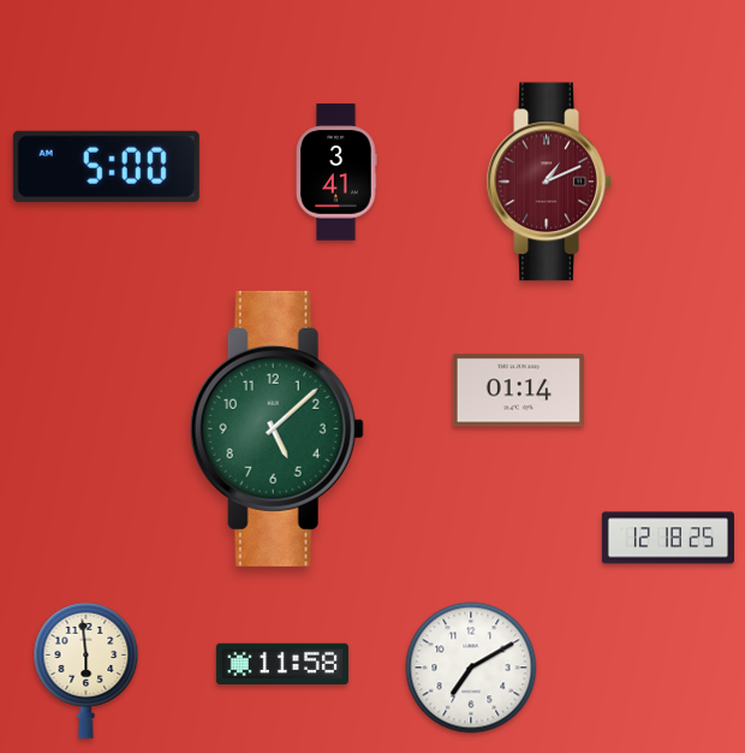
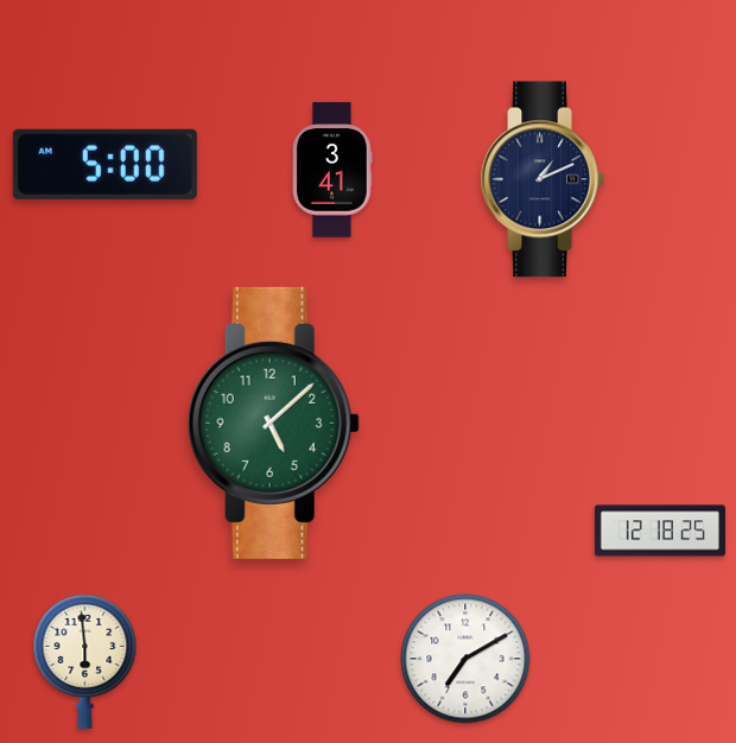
clock at (549, 182) dial: burgundy -> navy
clock at (518, 391): 01:14 -> none
clock at (282, 663): 11:58 -> none
